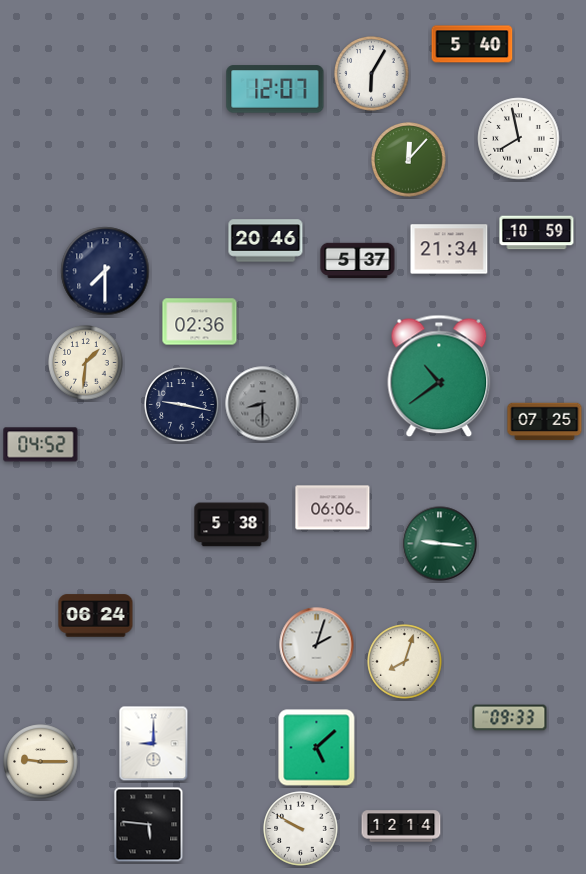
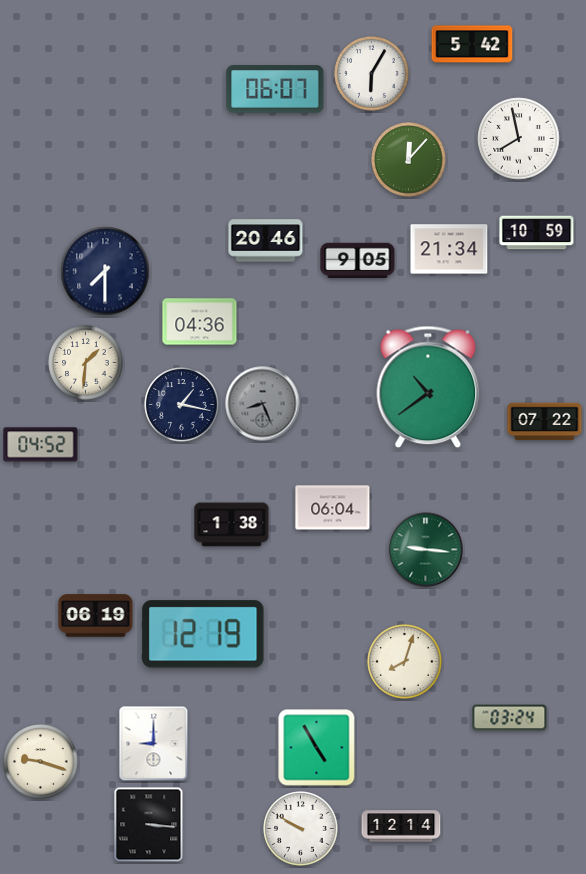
clock at (472, 44): 5:40 -> 5:42
clock at (275, 89): 12:07 -> 06:07
clock at (358, 261): 5:37 -> 9:05
clock at (200, 322): 02:36 -> 04:36
clock at (439, 376) position: (439, 376) -> (428, 387)
clock at (263, 404): 8:30 -> 8:26
clock at (182, 405): 9:17 -> 1:17
clock at (545, 422): 07:25 -> 07:22
clock at (333, 508): 06:06 -> 06:04
clock at (232, 525): 5:38 -> 1:38
clock at (440, 544) position: (440, 544) -> (426, 550)
clock at (96, 616): 06:24 -> 06:19
clock at (203, 634): none -> 12:19
clock at (317, 645): 2:03 -> none
clock at (510, 718): 09:33 -> 03:24
clock at (317, 748): 5:08 -> 4:55
clock at (41, 762): 9:15 -> 9:18
clock at (149, 825): 5:46 -> 3:16
